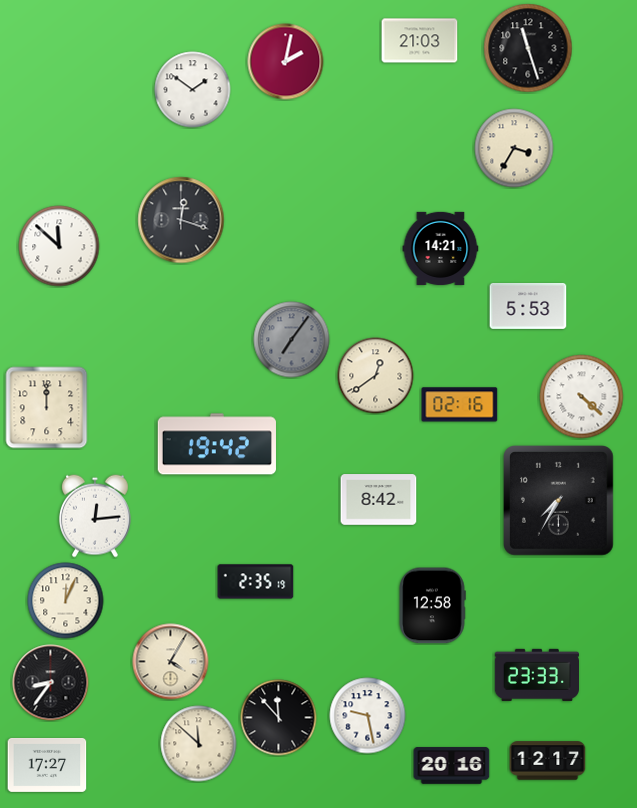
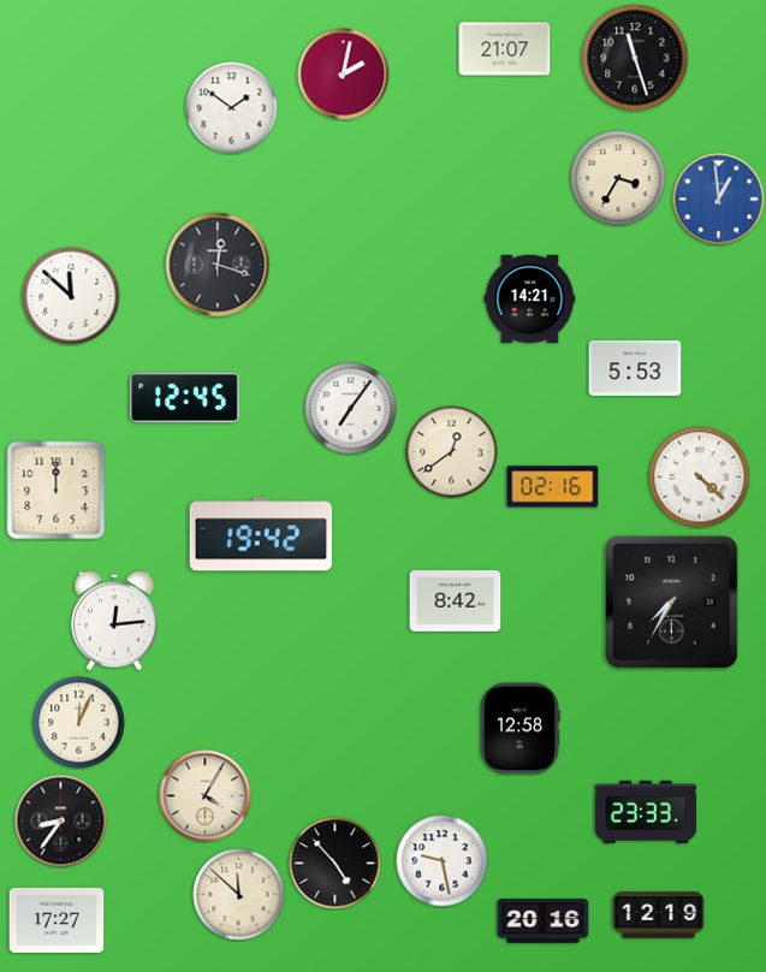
clock at (420, 41): 21:03 -> 21:07
clock at (719, 200): none -> 12:59
clock at (185, 398): none -> 12:45
clock at (292, 340) dial: grey -> white
clock at (256, 582): 2:35 -> none
clock at (279, 718): 11:53 -> 4:53
clock at (548, 761): 12:17 -> 12:19
